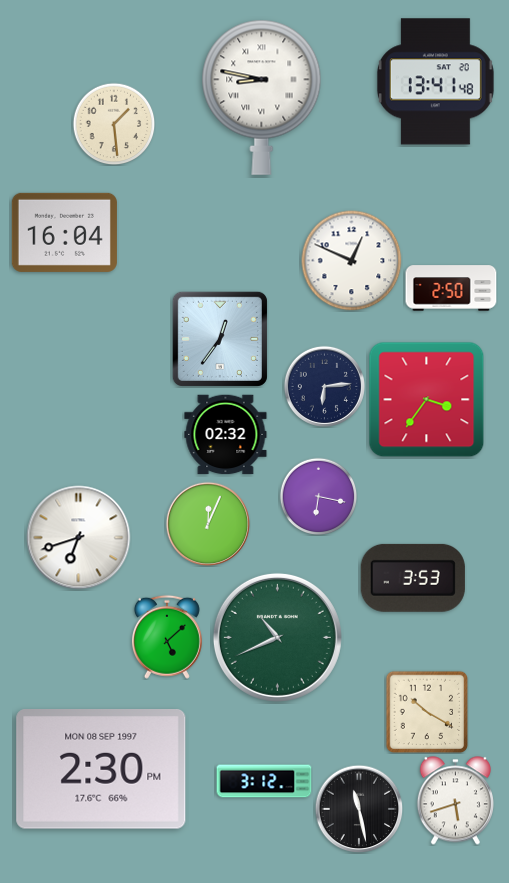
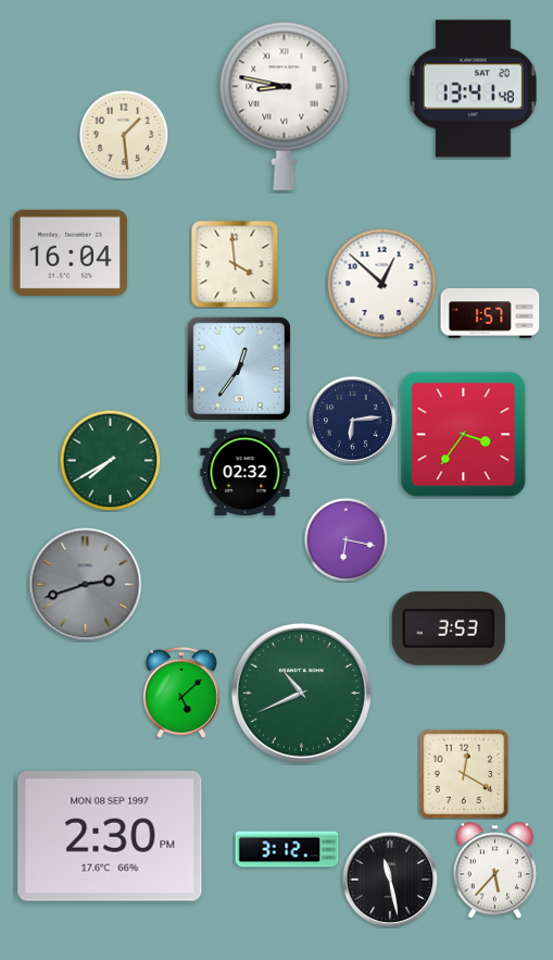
clock at (235, 264): none -> 3:59
clock at (352, 261): 12:49 -> 12:52
clock at (451, 288): 2:50 -> 1:57
clock at (110, 460): none -> 7:40
clock at (207, 523): 12:04 -> none
clock at (79, 538): 6:42 -> 2:42
clock at (79, 538) dial: white -> grey
clock at (427, 712): 10:20 -> 12:20
clock at (455, 801): 5:42 -> 5:37
